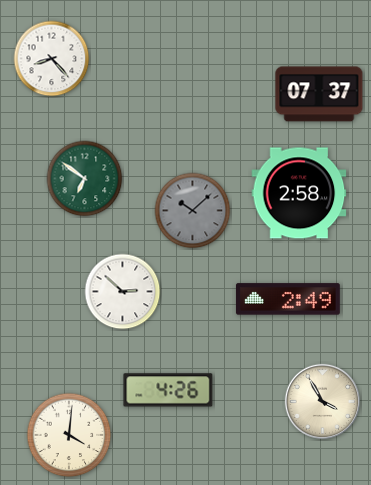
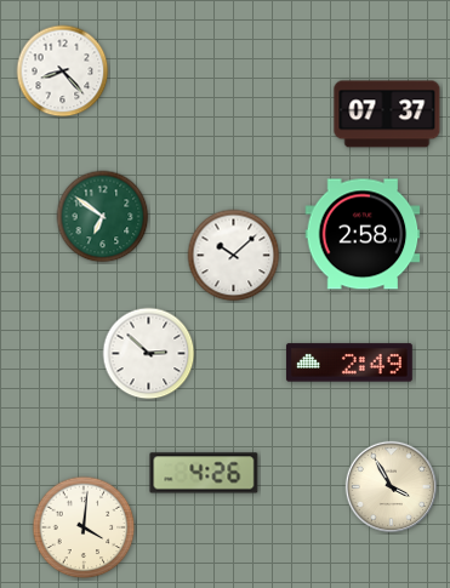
clock at (193, 211) dial: grey -> white
